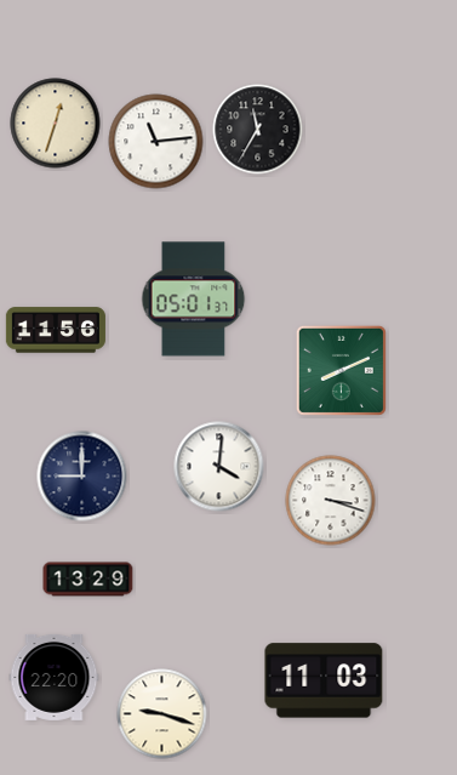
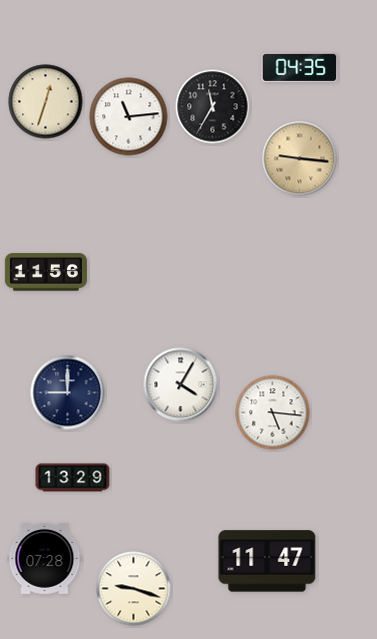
clock at (300, 67): none -> 04:35
clock at (300, 159): none -> 9:16
clock at (194, 300): 05:01 -> none
clock at (341, 370): 8:11 -> none
clock at (219, 467): 4:01 -> 4:05
clock at (331, 501): 3:18 -> 5:16
clock at (55, 677): 22:20 -> 07:28
clock at (324, 680): 11:03 -> 11:47
